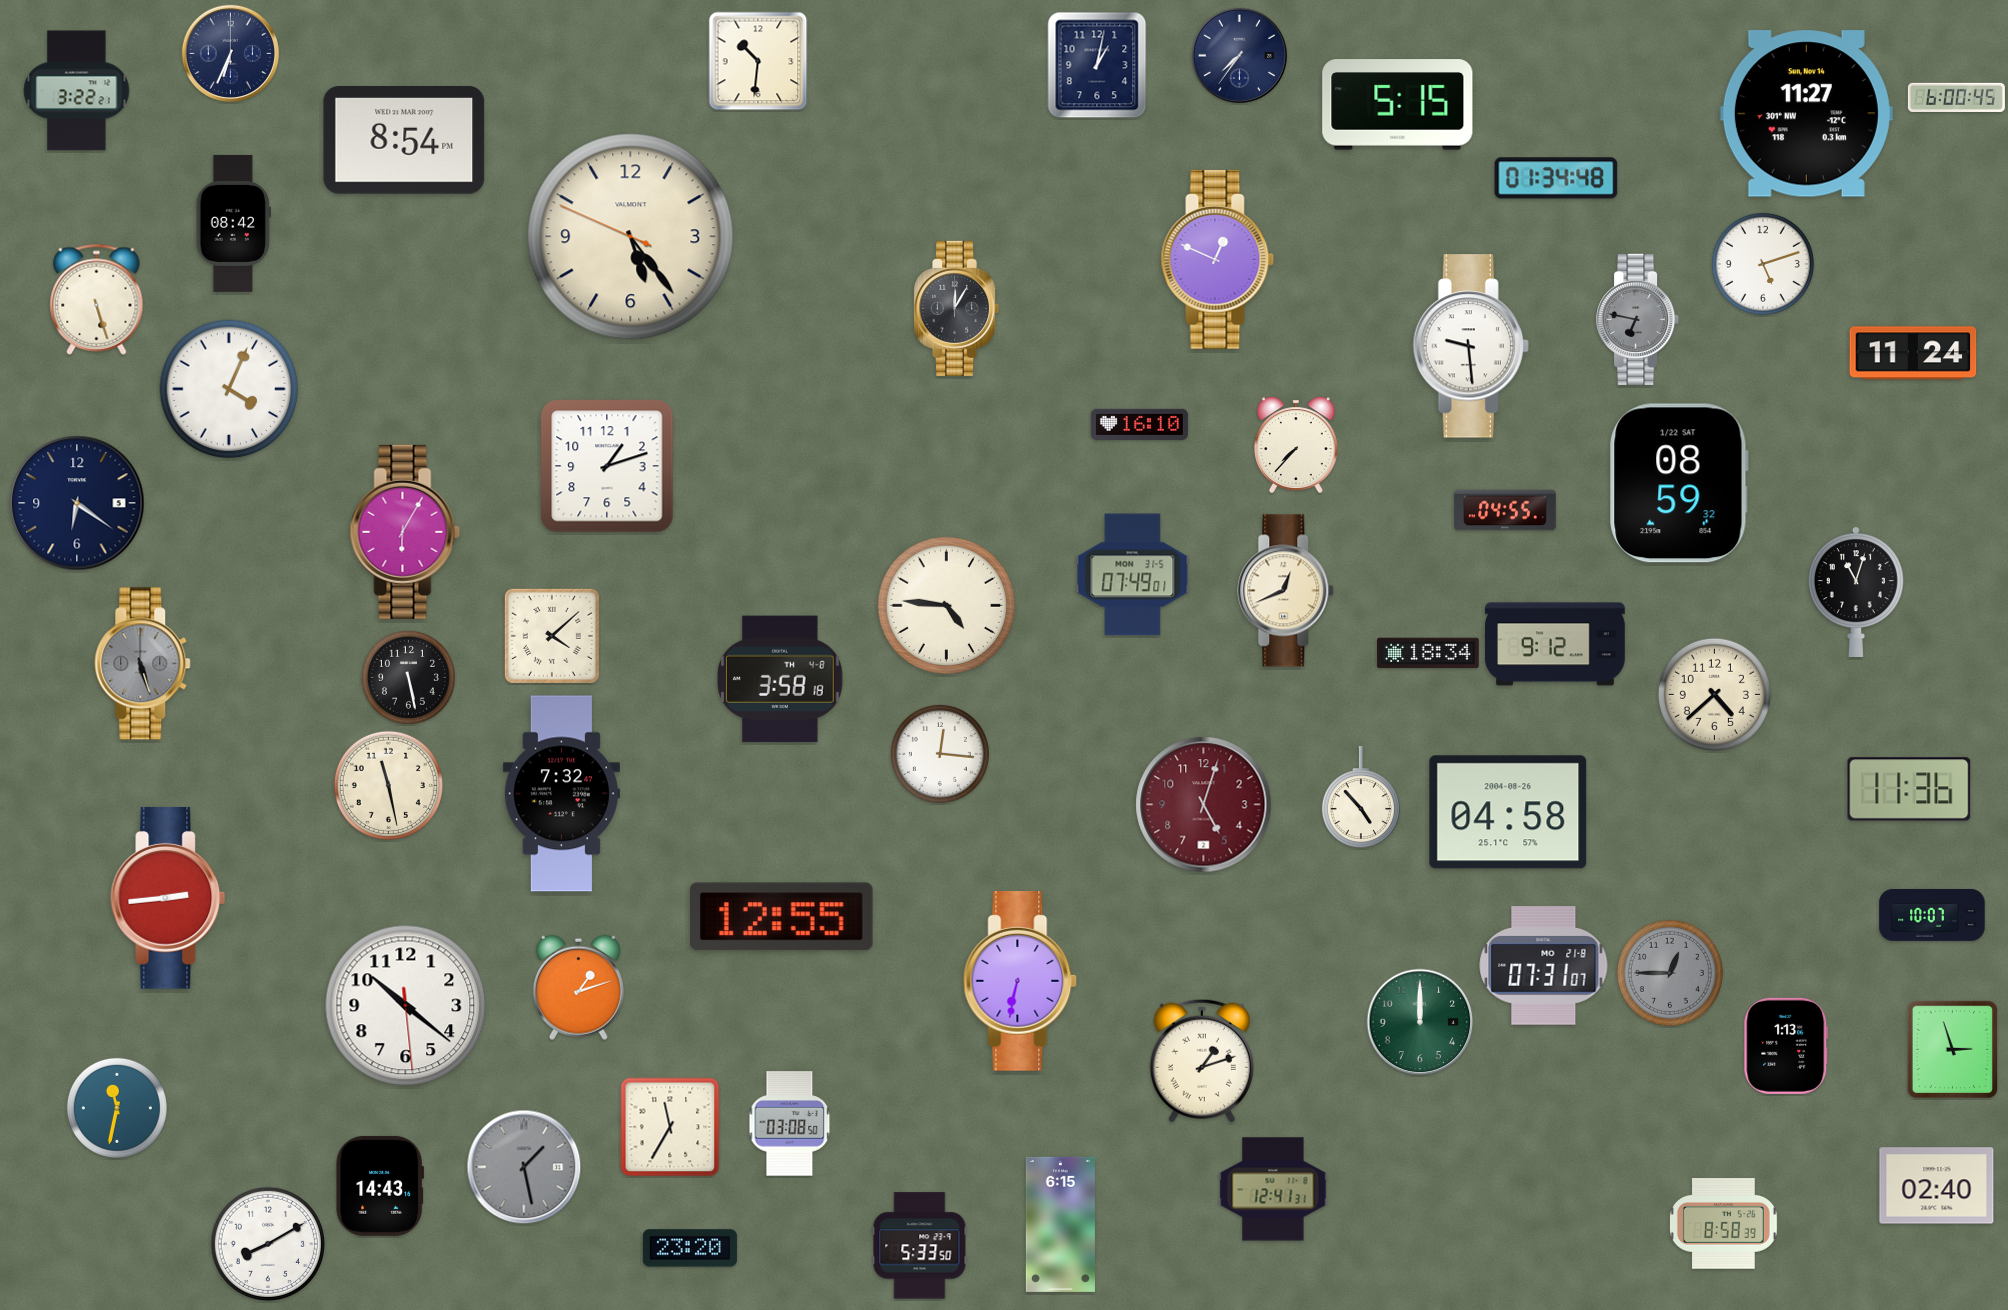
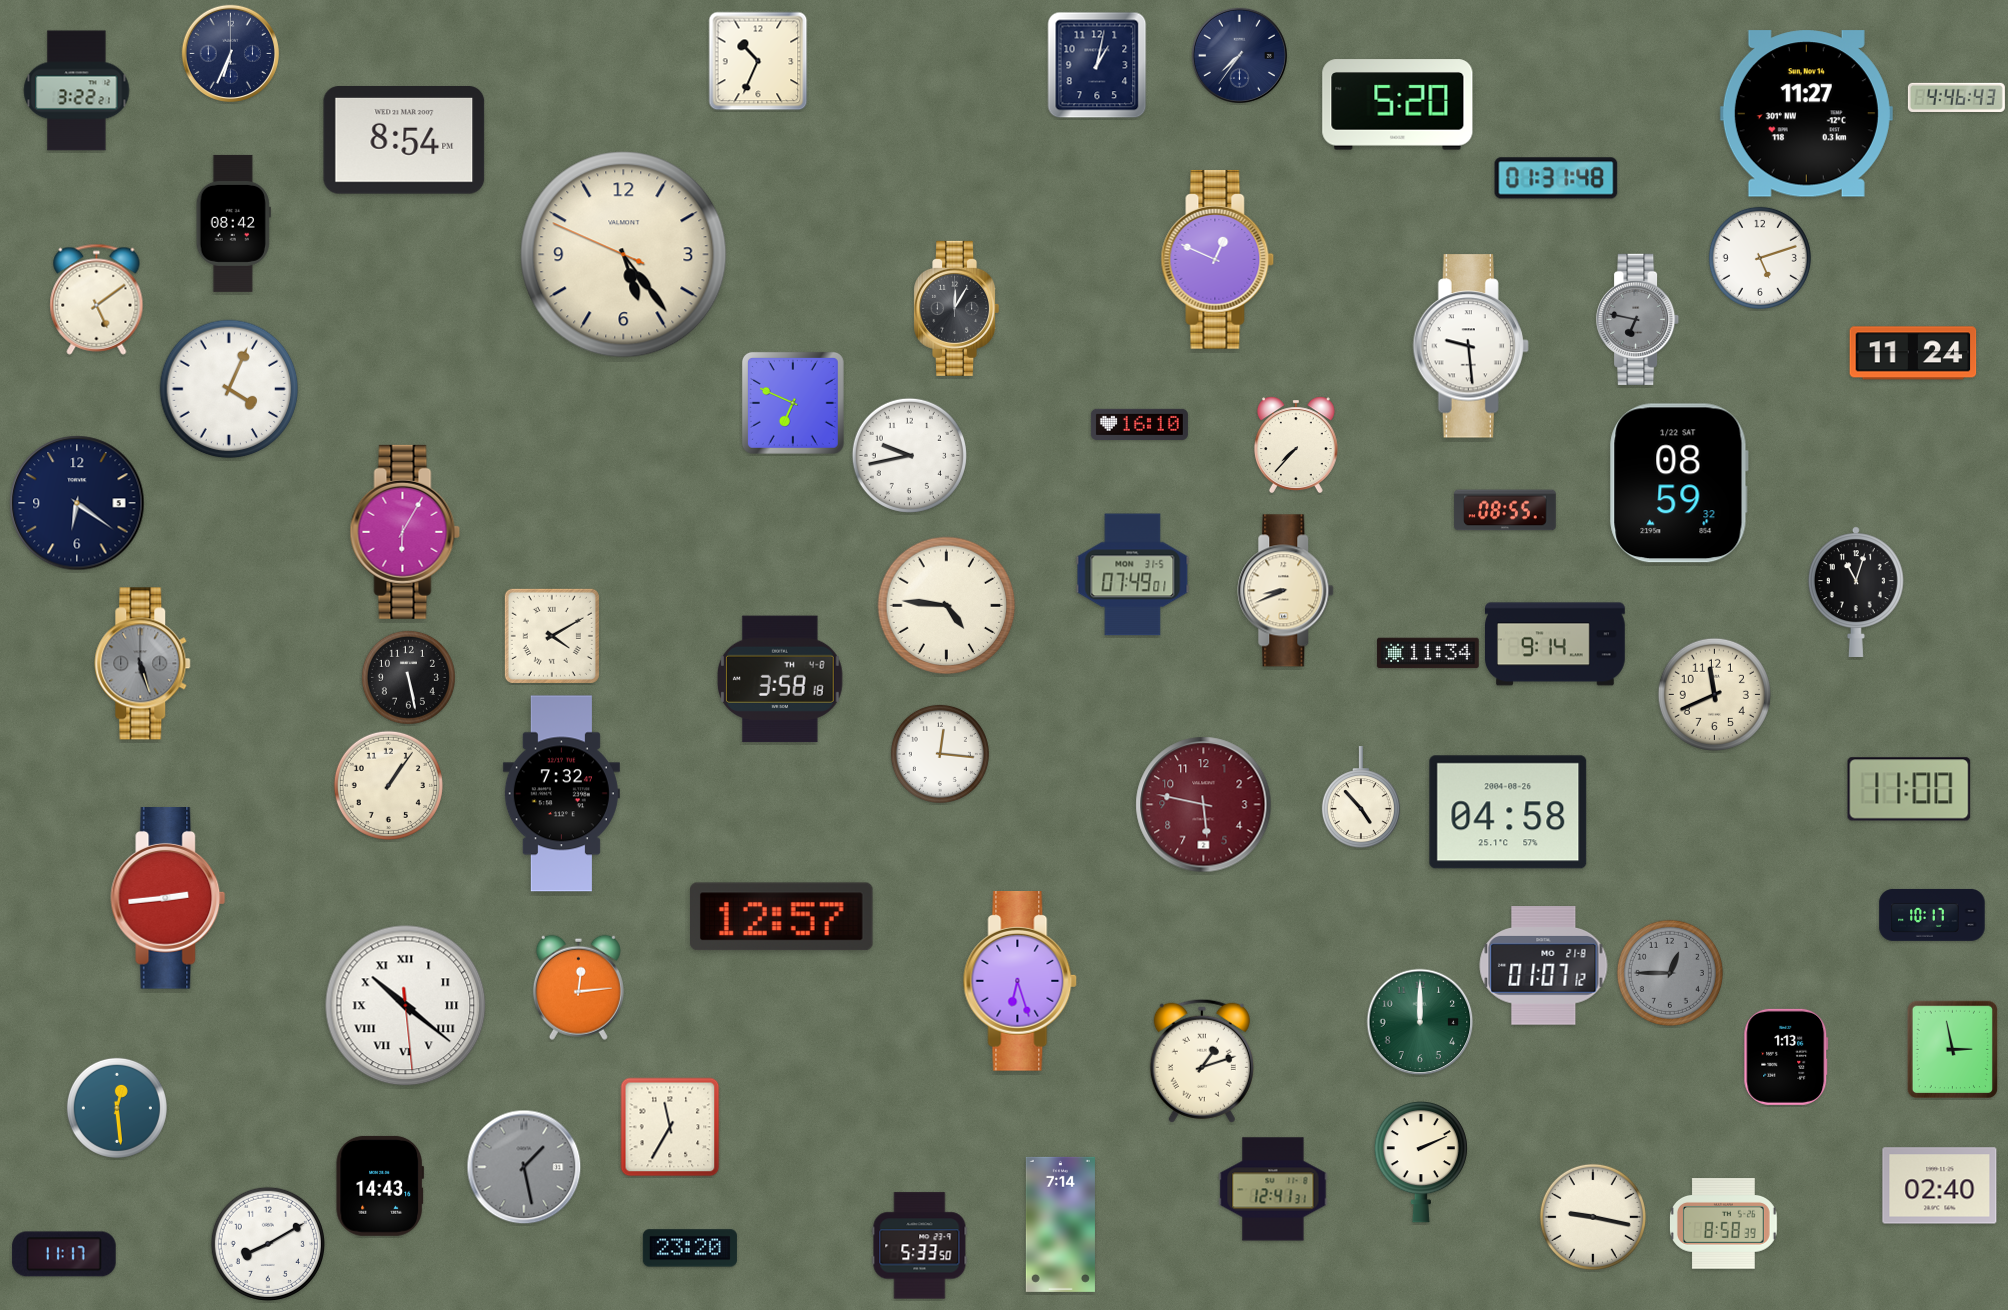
clock at (758, 61): 10:31 -> 10:34
clock at (1956, 97): 6:00 -> 4:46
clock at (1398, 105): 5:15 -> 5:20
clock at (1556, 178): 01:34 -> 01:31
clock at (631, 237) position: (631, 237) -> (624, 255)
clock at (1763, 264) position: (1763, 264) -> (1760, 258)
clock at (97, 299): 5:27 -> 5:09
clock at (793, 403): none -> 6:49
clock at (909, 455): none -> 9:43
clock at (607, 466): 1:12 -> none
clock at (1505, 510): 04:55 -> 08:55
clock at (1286, 591): 12:41 -> 8:41
clock at (552, 636): 4:08 -> 4:10
clock at (1556, 644): 9:12 -> 9:14
clock at (1428, 653): 18:34 -> 11:34
clock at (1714, 694): 4:38 -> 11:41
clock at (388, 785): 11:28 -> 1:06
clock at (1909, 789): 11:36 -> 11:00
clock at (1204, 805): 5:03 -> 5:47
clock at (1932, 915): 10:07 -> 10:17
clock at (782, 917): 12:55 -> 12:57
clock at (1544, 966): 07:31 -> 01:07
clock at (1020, 982): 6:32 -> 6:27
clock at (578, 987): 1:12 -> 12:14
clock at (406, 1006) numerals: Arabic -> Roman
clock at (1786, 1046) position: (1786, 1046) -> (1786, 1057)
clock at (1953, 1050): 2:57 -> 2:58
clock at (117, 1108): 11:32 -> 12:29
clock at (790, 1124): 03:08 -> none
clock at (1421, 1163): none -> 2:11
clock at (1937, 1186) position: (1937, 1186) -> (1940, 1186)
clock at (1593, 1217): none -> 9:17
clock at (1060, 1224): 6:15 -> 7:14
clock at (64, 1254): none -> 11:17
